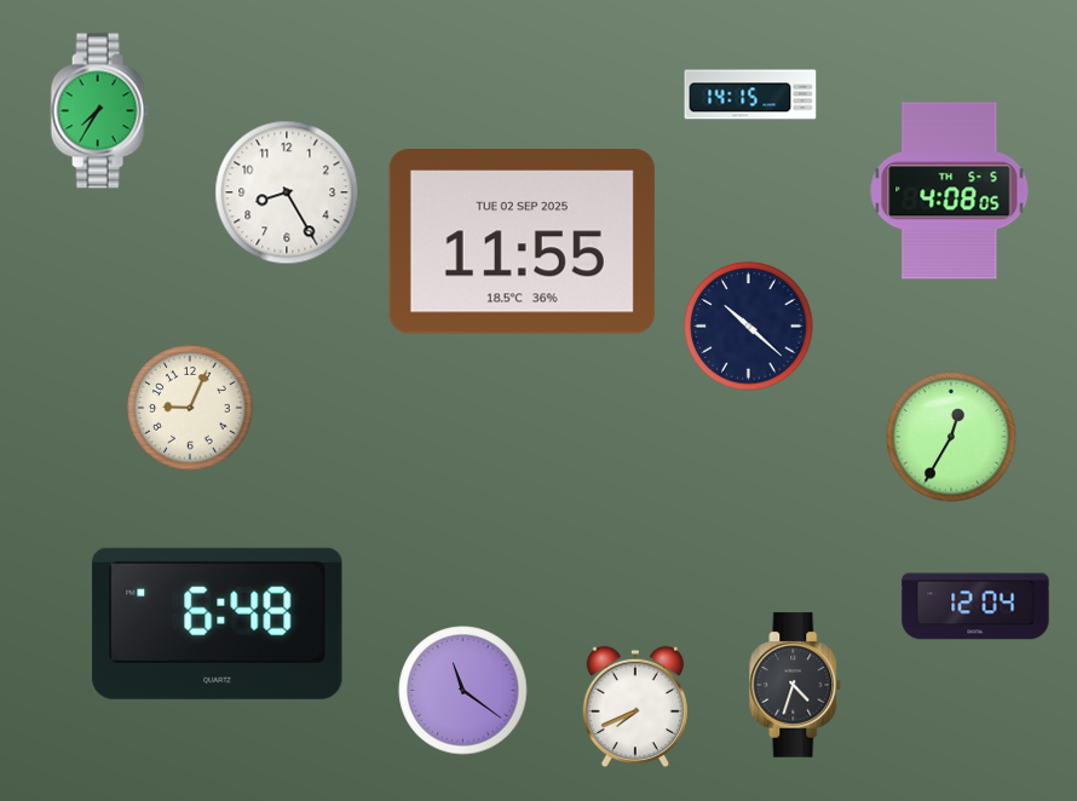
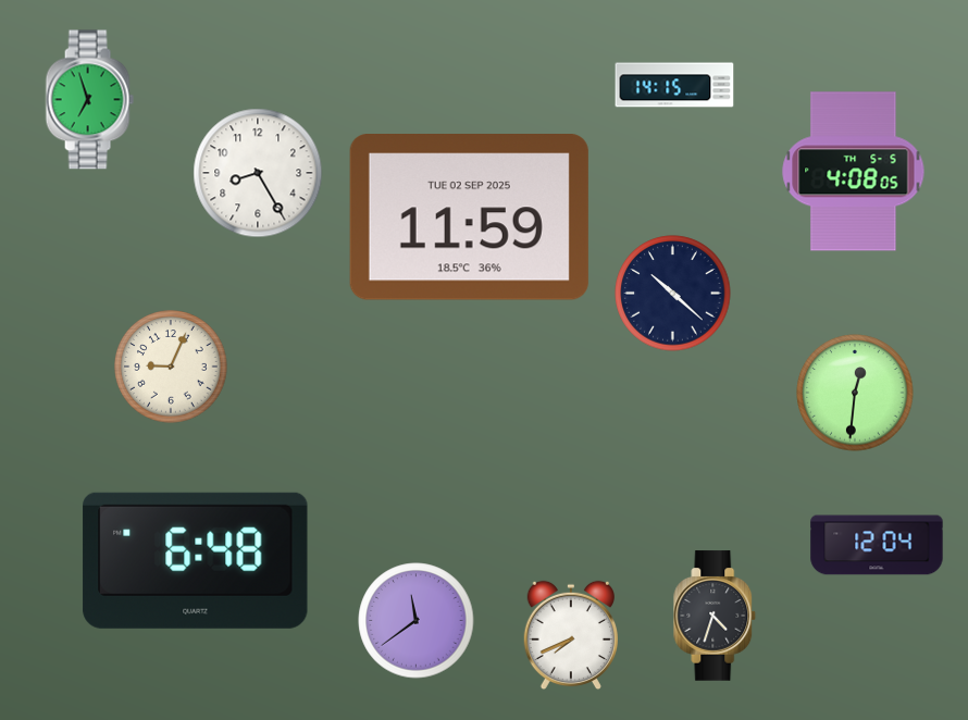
clock at (99, 111): 7:35 -> 6:57
clock at (522, 242): 11:55 -> 11:59
clock at (951, 437): 12:35 -> 12:31
clock at (463, 691): 11:21 -> 11:39
